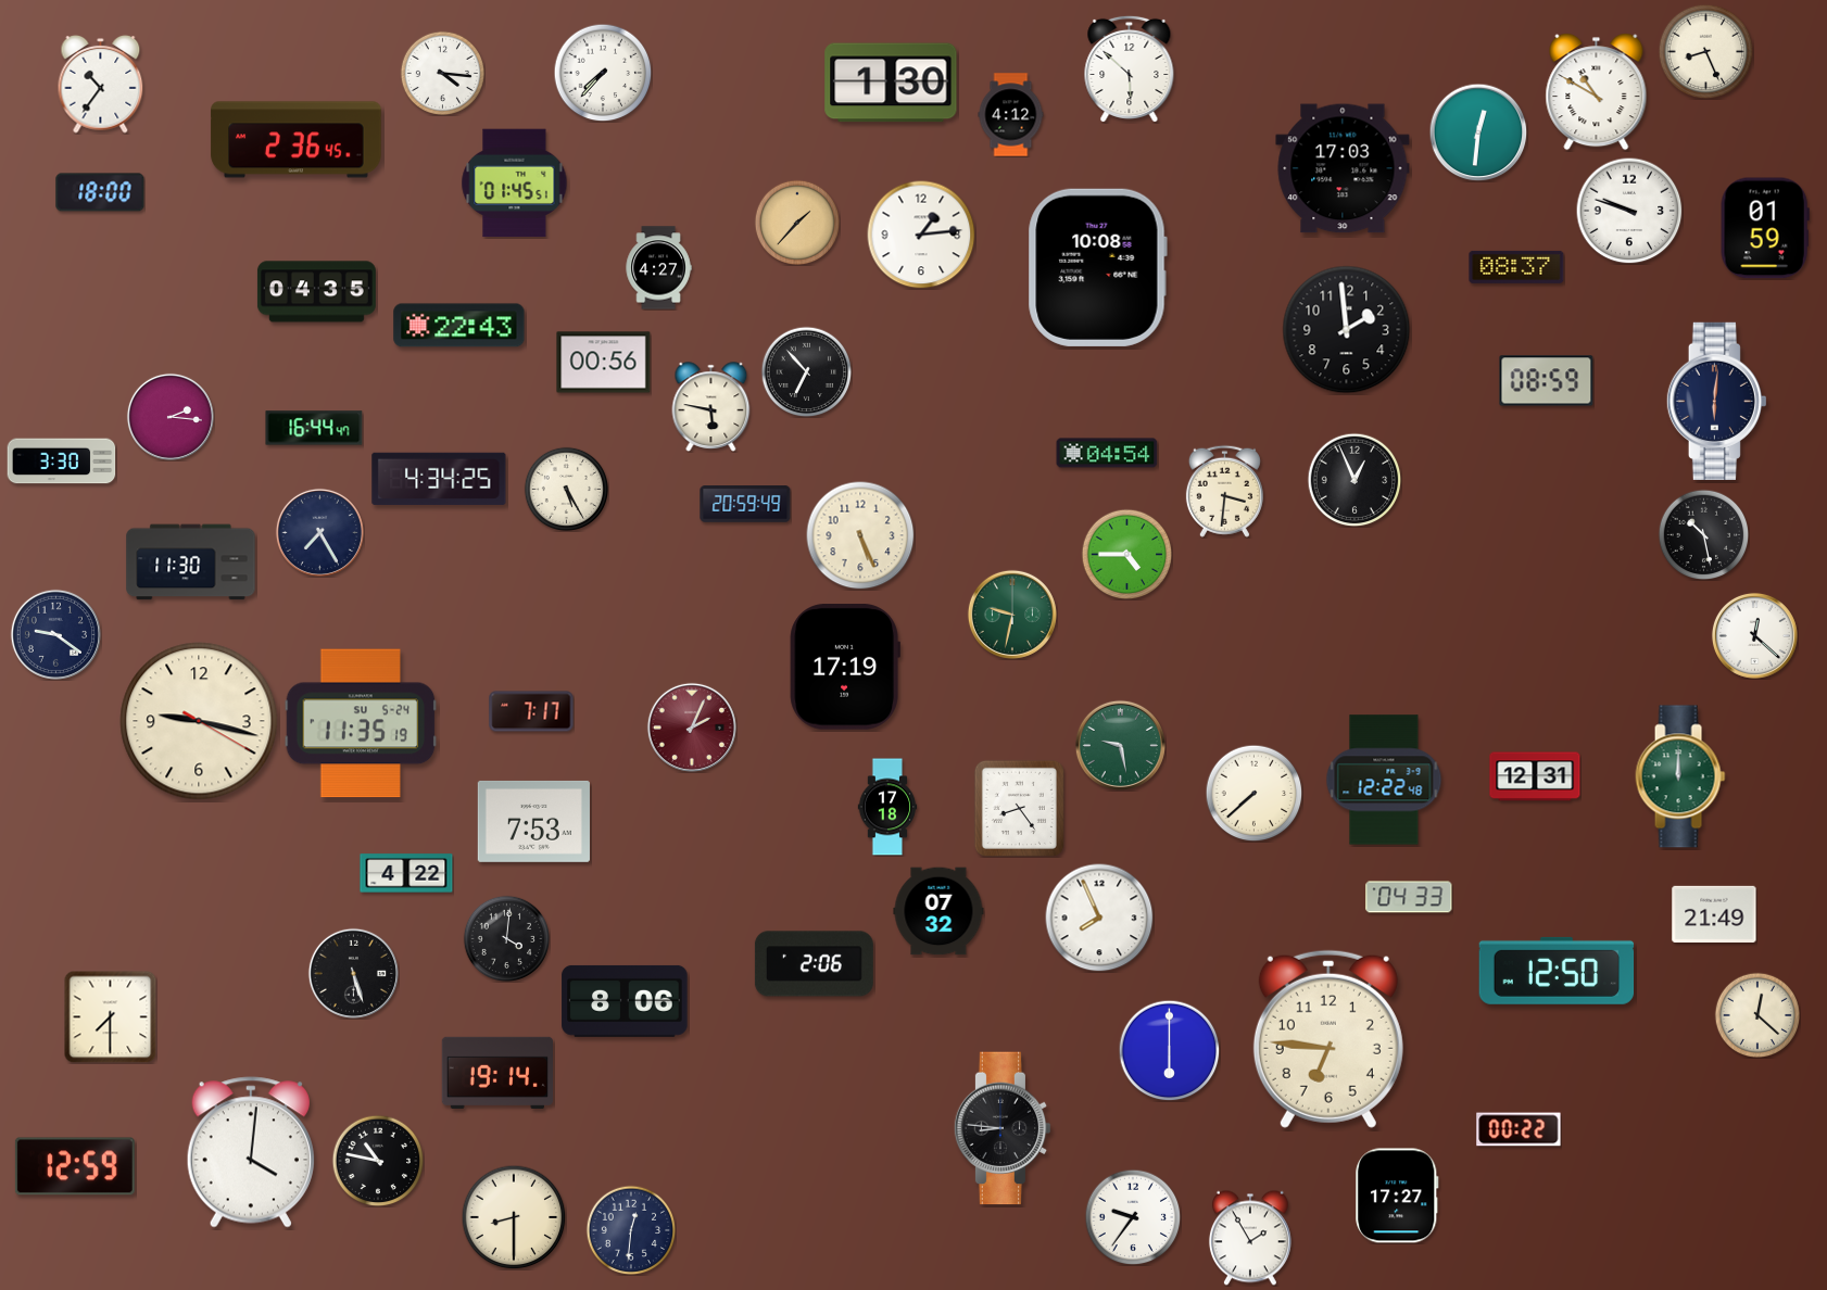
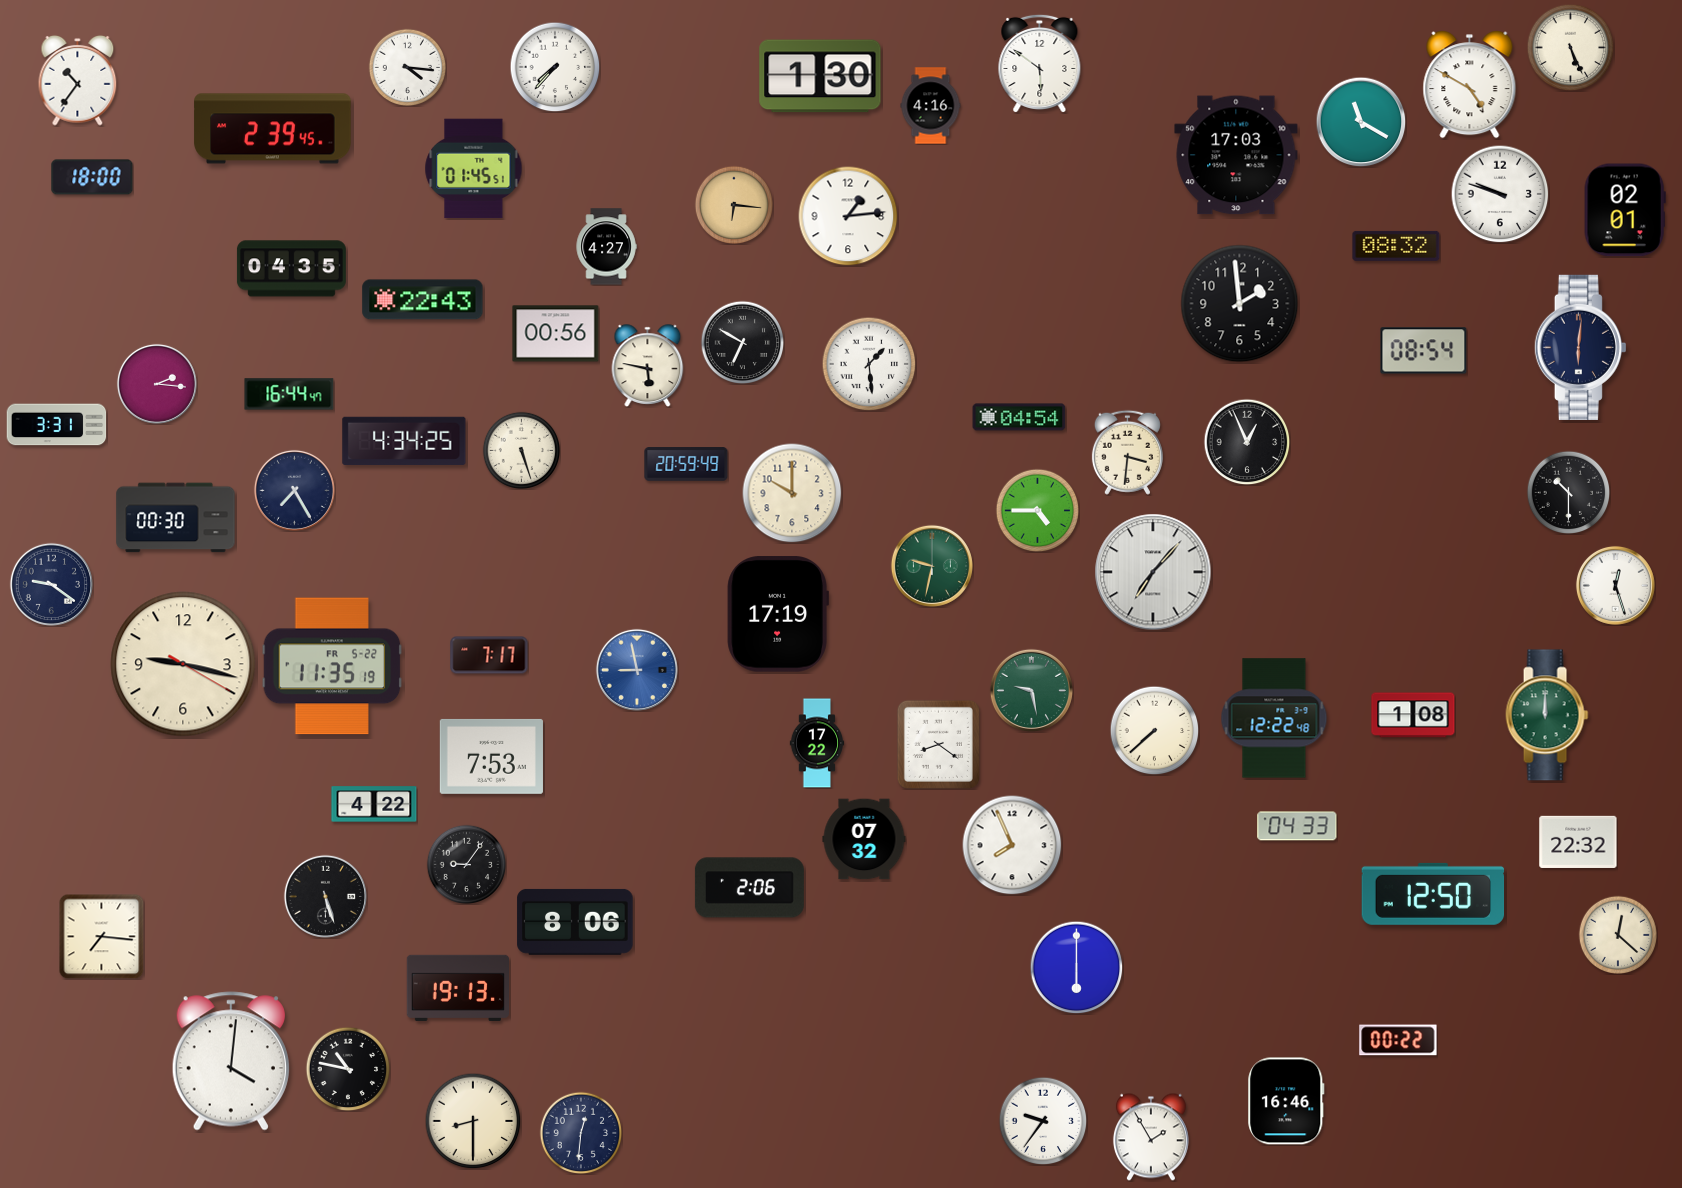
clock at (1705, 51): 8:26 -> 5:26
clock at (1130, 68): 5:52 -> 5:51
clock at (101, 84) position: (101, 84) -> (78, 80)
clock at (1597, 92): 10:50 -> 4:50
clock at (1011, 115): 4:12 -> 4:16
clock at (1478, 132): 12:31 -> 11:20
clock at (297, 140): 2:36 -> 2:39
clock at (796, 222): 1:37 -> 6:16
clock at (1765, 228): 01:59 -> 02:01
clock at (1097, 267): 10:08 -> none
clock at (1516, 267): 08:37 -> 08:32
clock at (806, 371): 6:53 -> 6:50
clock at (1547, 381): 08:59 -> 08:54
clock at (869, 364): none -> 1:29
clock at (1716, 401) position: (1716, 401) -> (1580, 347)
clock at (711, 407) position: (711, 407) -> (648, 366)
clock at (62, 461): 3:30 -> 3:31
clock at (566, 489): 5:25 -> 5:27
clock at (1703, 534): 10:28 -> 10:30
clock at (860, 535): 5:26 -> 10:00
clock at (191, 562): 11:30 -> 00:30
clock at (1153, 572): none -> 7:07
clock at (1754, 635): 12:22 -> 12:27
clock at (361, 723) date: SU 5-24 -> FR 5-22
clock at (692, 728): 2:04 -> 8:58
clock at (692, 728) dial: burgundy -> blue
clock at (1120, 745) position: (1120, 745) -> (1031, 690)
clock at (1535, 776): 12:31 -> 1:08
clock at (887, 807): 17:18 -> 17:22
clock at (1019, 808): 8:24 -> 8:21
clock at (1714, 914): 21:49 -> 22:32
clock at (506, 938): 4:01 -> 9:06
clock at (110, 1016): 7:30 -> 7:16
clock at (1328, 1039): 6:46 -> none
clock at (496, 1072): 19:14 -> 19:13
clock at (1003, 1128): 8:46 -> none
clock at (75, 1166): 12:59 -> none
clock at (1397, 1196): 17:27 -> 16:46
clock at (1250, 1238) position: (1250, 1238) -> (1151, 1137)
